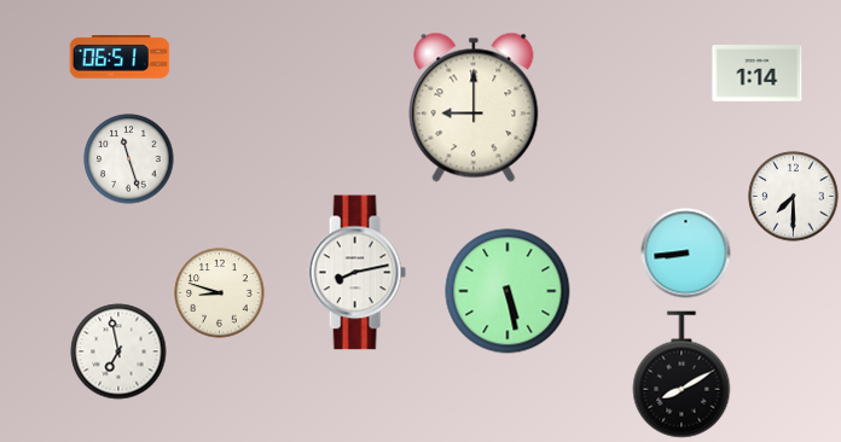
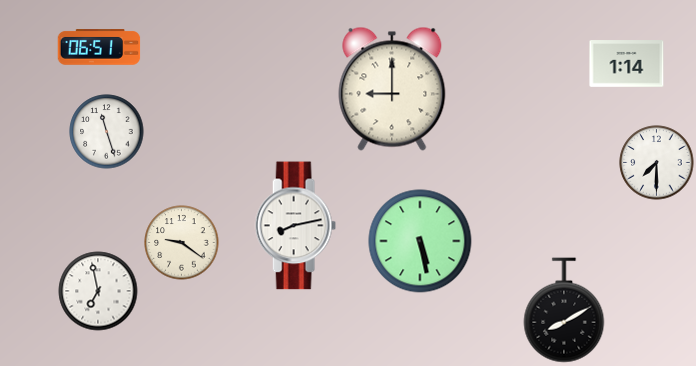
clock at (758, 74) position: (758, 74) -> (627, 64)
clock at (686, 254): 8:44 -> none
clock at (220, 293): 8:48 -> 9:21
